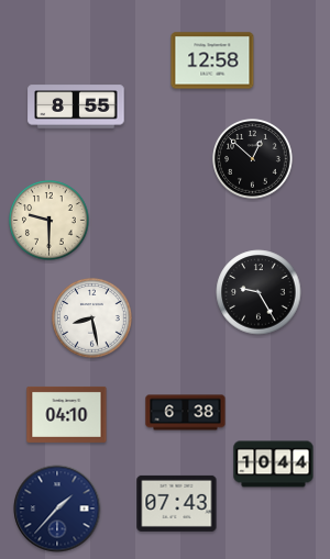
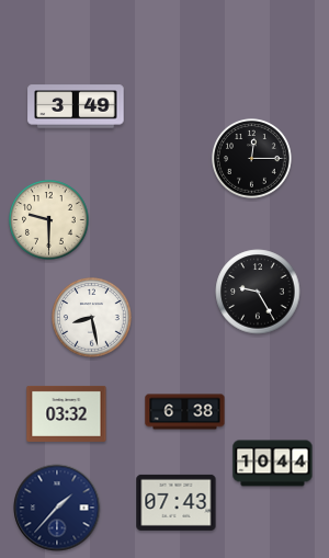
clock at (212, 60): 12:58 -> none
clock at (76, 107): 8:55 -> 3:49
clock at (253, 159): 12:52 -> 12:15
clock at (67, 414): 04:10 -> 03:32
